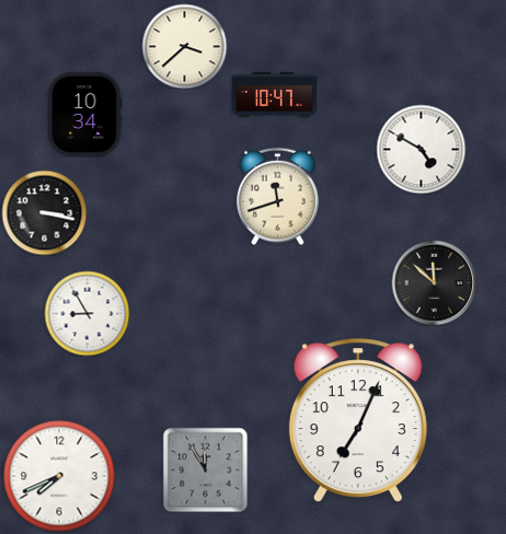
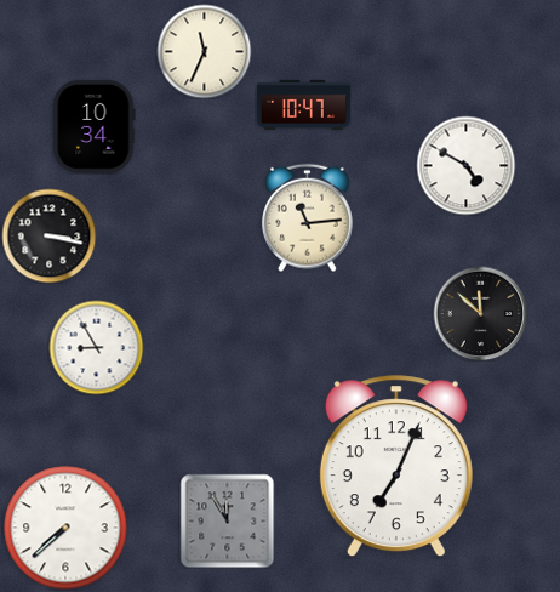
clock at (184, 46): 3:38 -> 11:34
clock at (278, 196): 11:42 -> 11:14
clock at (59, 476): 7:41 -> 7:38
